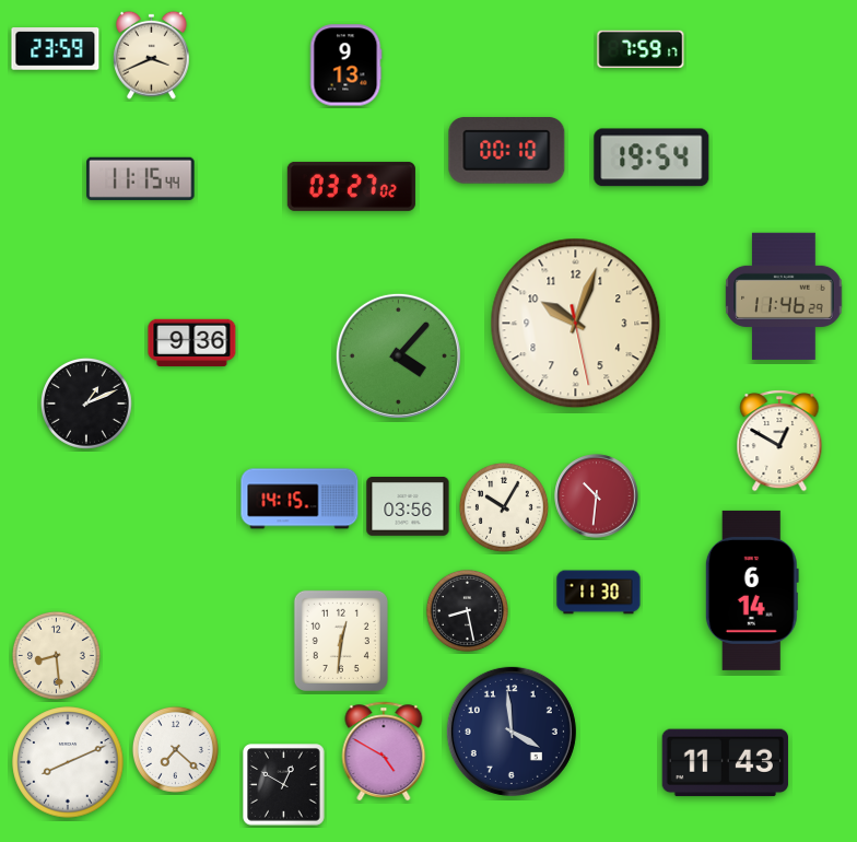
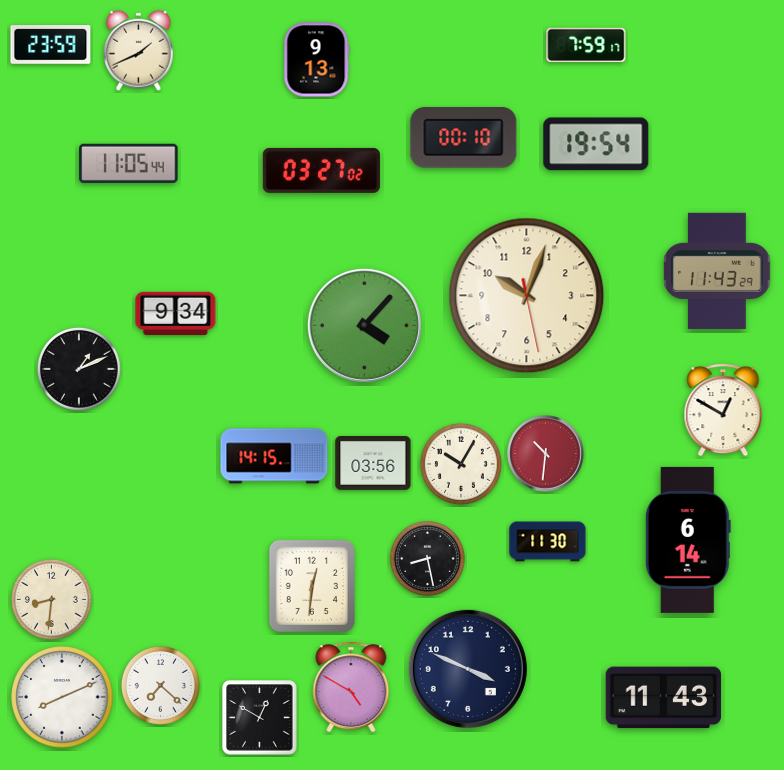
clock at (152, 55): 3:41 -> 1:41
clock at (141, 178): 11:15 -> 11:05
clock at (784, 296): 11:46 -> 11:43
clock at (192, 342): 9:36 -> 9:34
clock at (779, 441) position: (779, 441) -> (723, 410)
clock at (56, 655): 8:29 -> 8:31
clock at (512, 732): 3:59 -> 3:49
